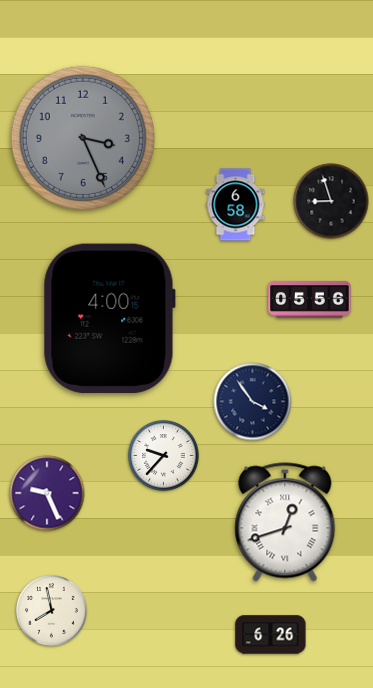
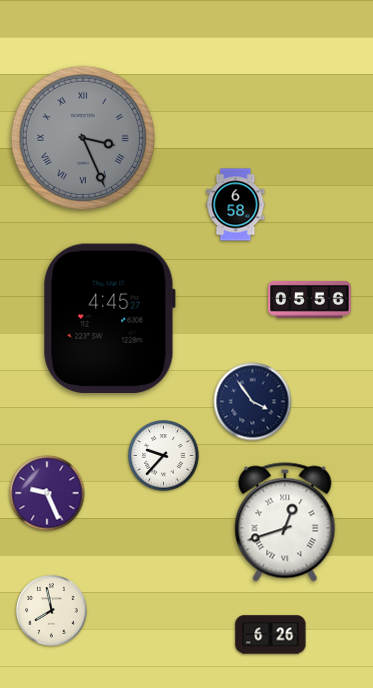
clock at (83, 138) numerals: Arabic -> Roman
clock at (331, 201): 8:57 -> none
clock at (109, 318): 4:00 -> 4:45
